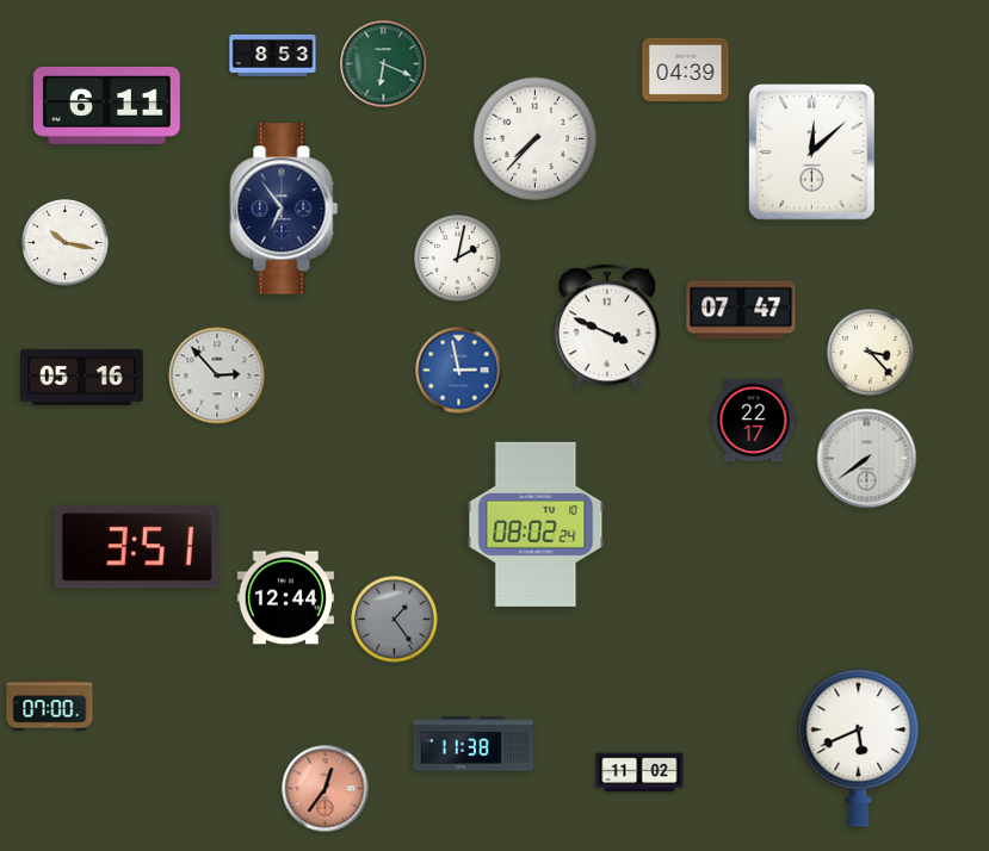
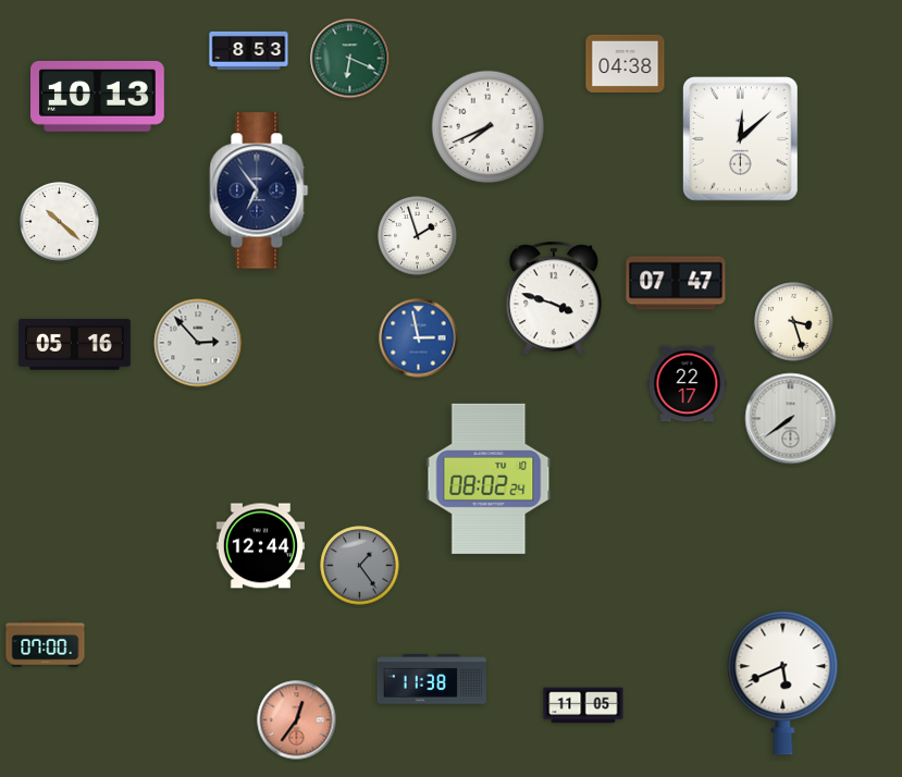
clock at (686, 69): 04:39 -> 04:38
clock at (107, 105): 6:11 -> 10:13
clock at (536, 139): 7:37 -> 7:41
clock at (66, 243): 10:17 -> 10:22
clock at (458, 259): 2:02 -> 1:57
clock at (607, 327): 3:49 -> 3:48
clock at (871, 353): 3:23 -> 3:27
clock at (137, 547): 3:51 -> none
clock at (639, 772): 11:02 -> 11:05
